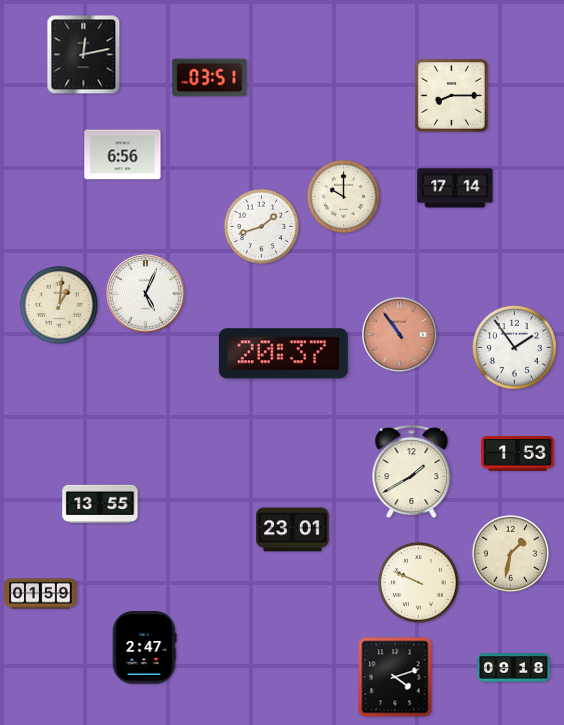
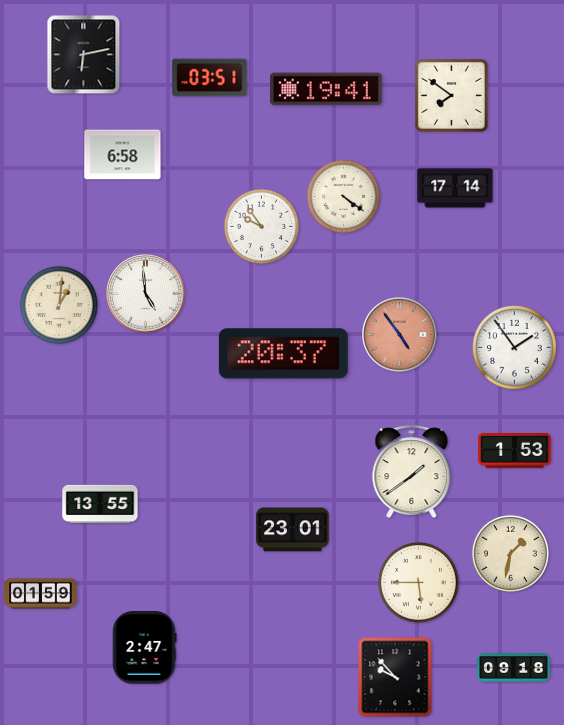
clock at (84, 55): 12:13 -> 6:13
clock at (326, 89): none -> 19:41
clock at (451, 95): 8:15 -> 7:51
clock at (123, 155): 6:56 -> 6:58
clock at (343, 196): 10:00 -> 4:21
clock at (261, 226): 1:42 -> 9:54
clock at (146, 294): 5:04 -> 4:59
clock at (400, 335): 10:54 -> 4:54
clock at (518, 454) position: (518, 454) -> (515, 451)
clock at (412, 472): 1:40 -> 1:39
clock at (418, 582): 9:49 -> 5:45
clock at (395, 677): 4:12 -> 9:53
